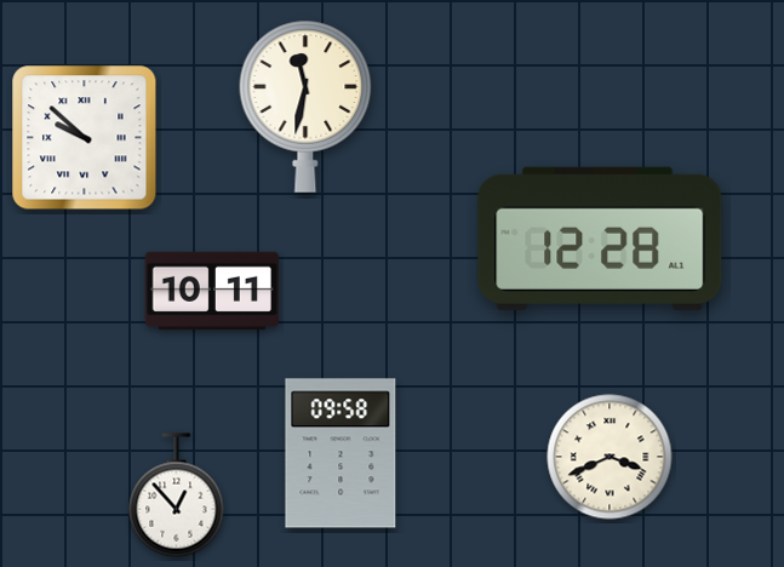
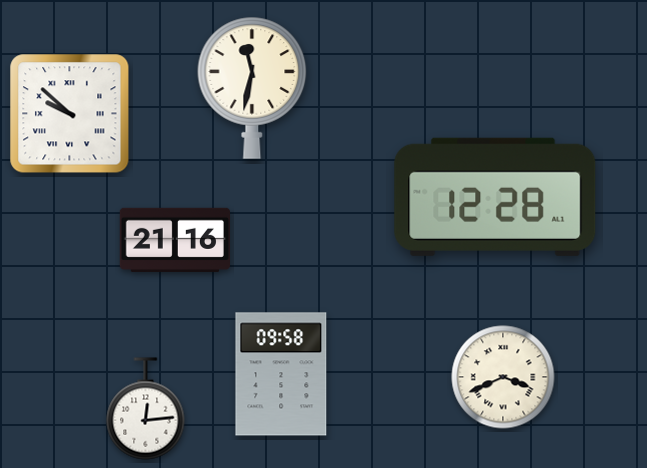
clock at (211, 291): 10:11 -> 21:16
clock at (177, 496): 12:53 -> 12:14
